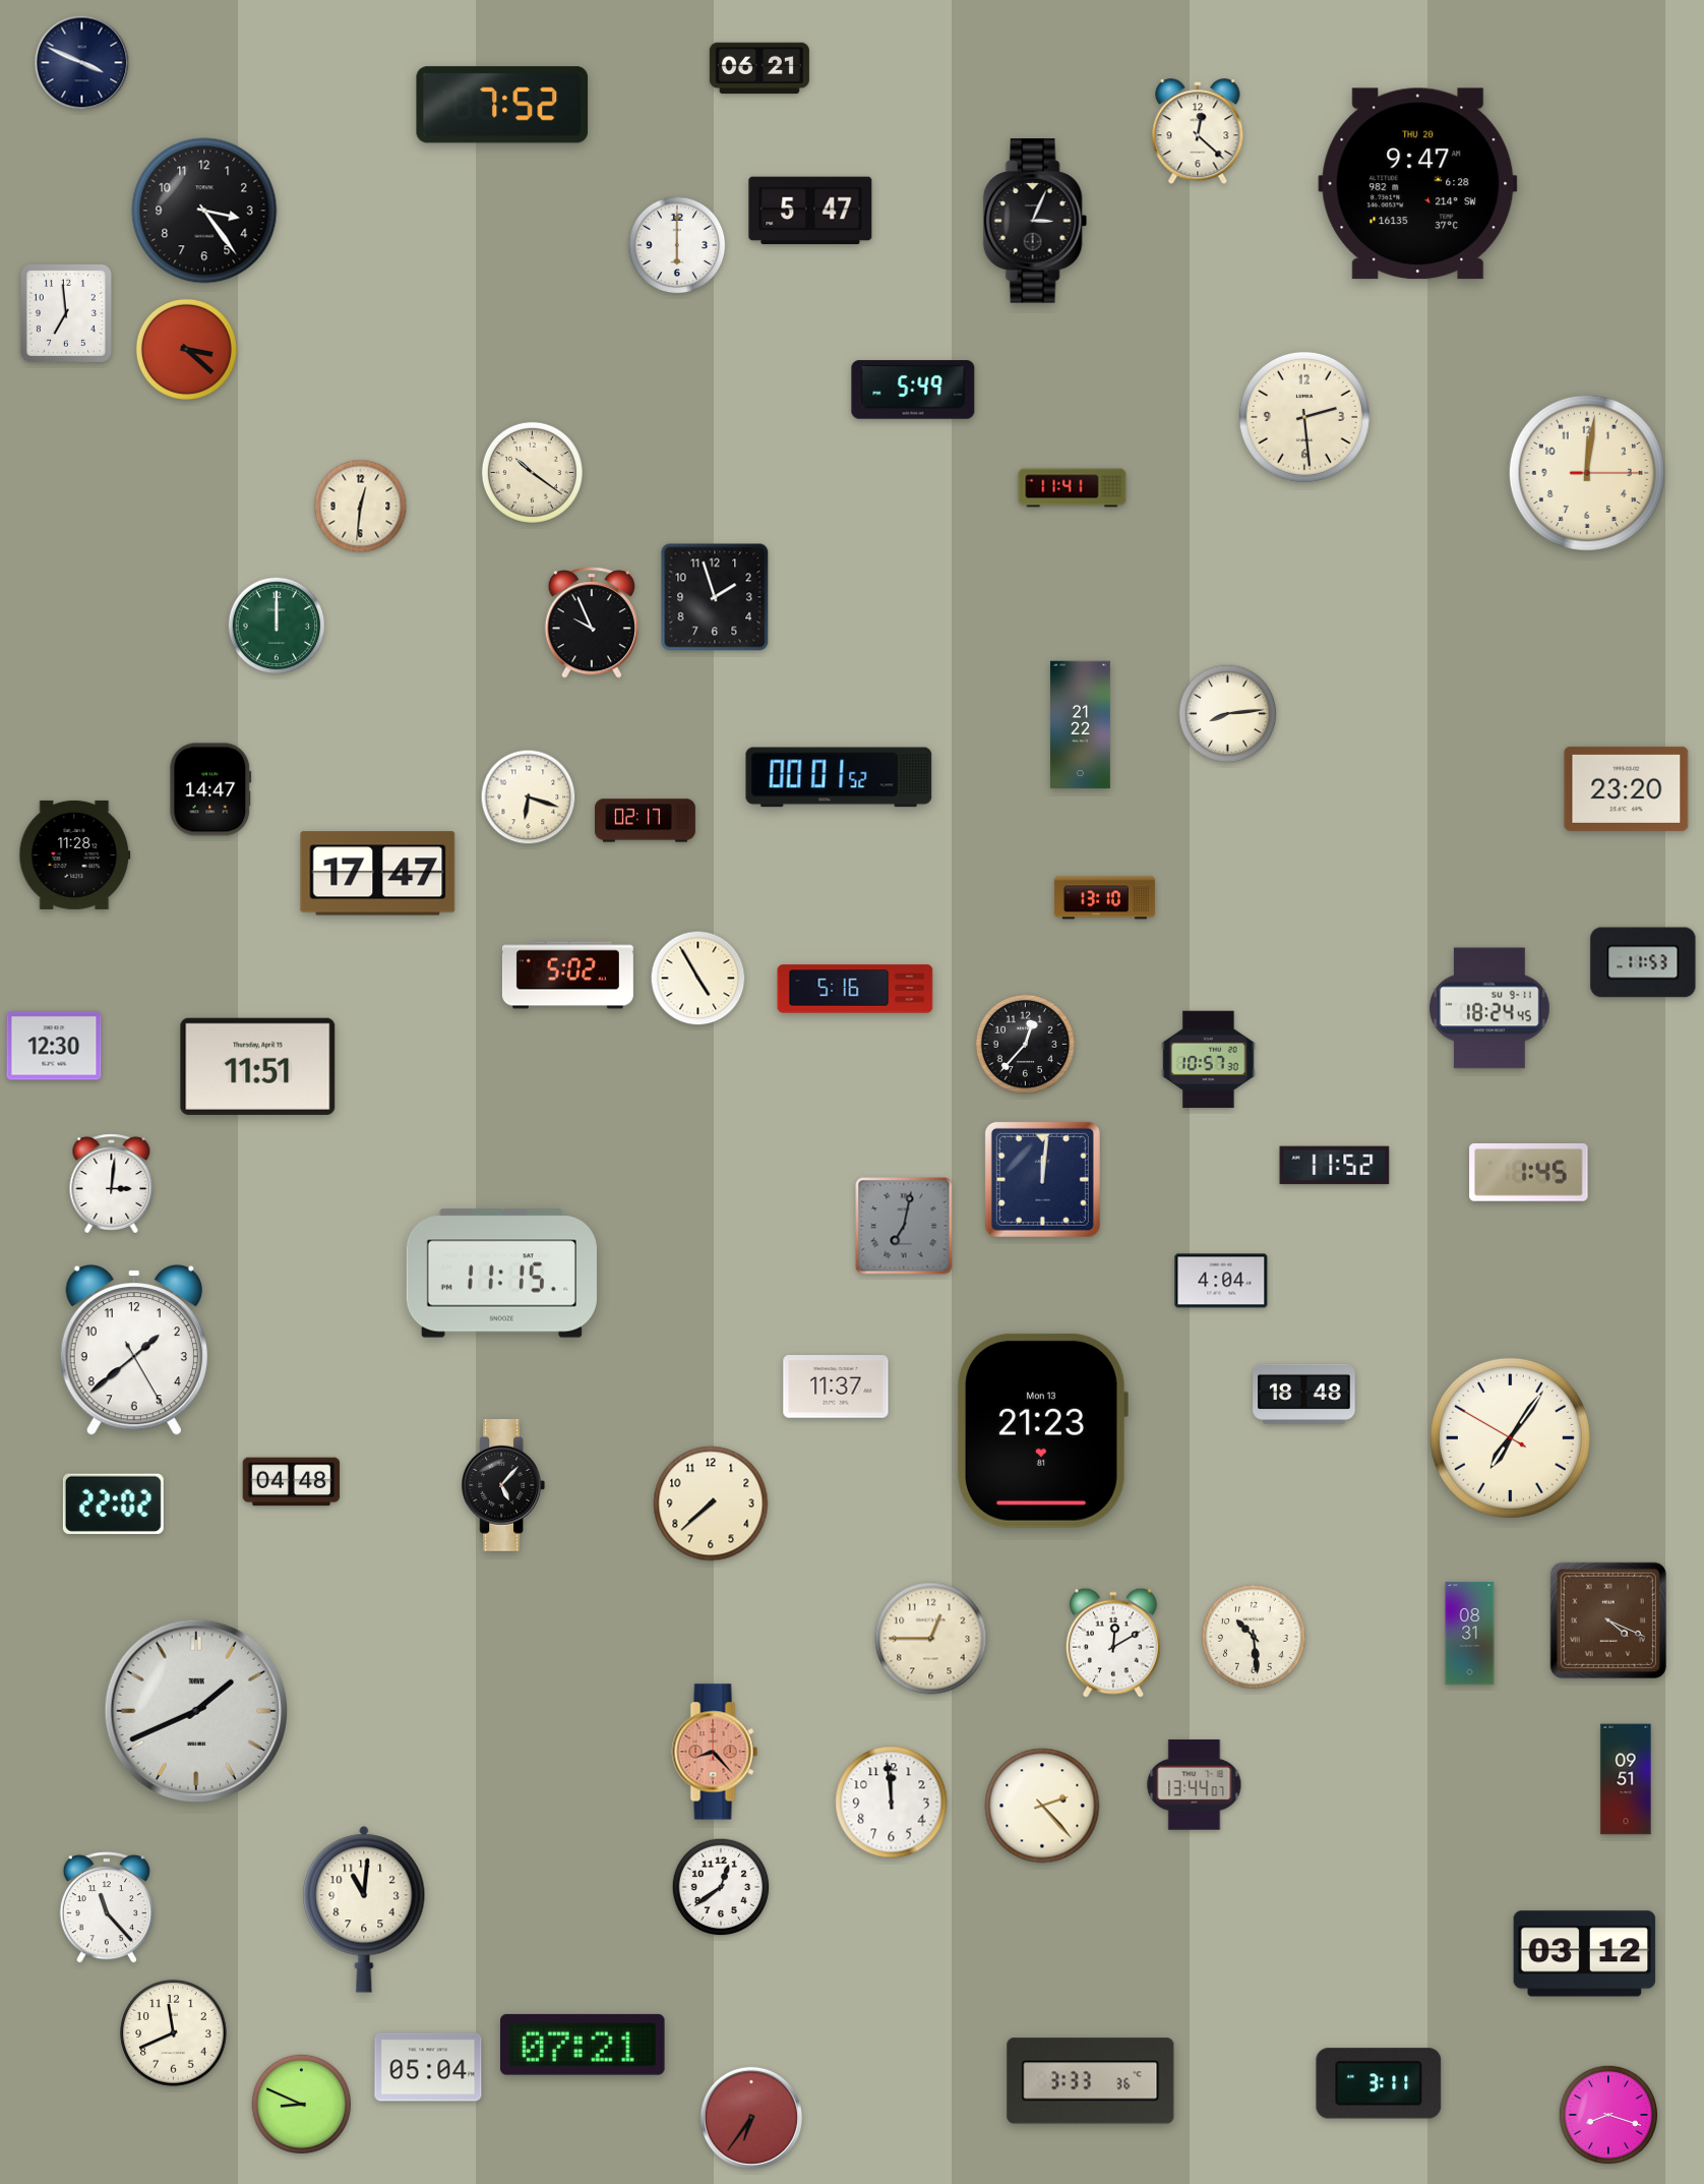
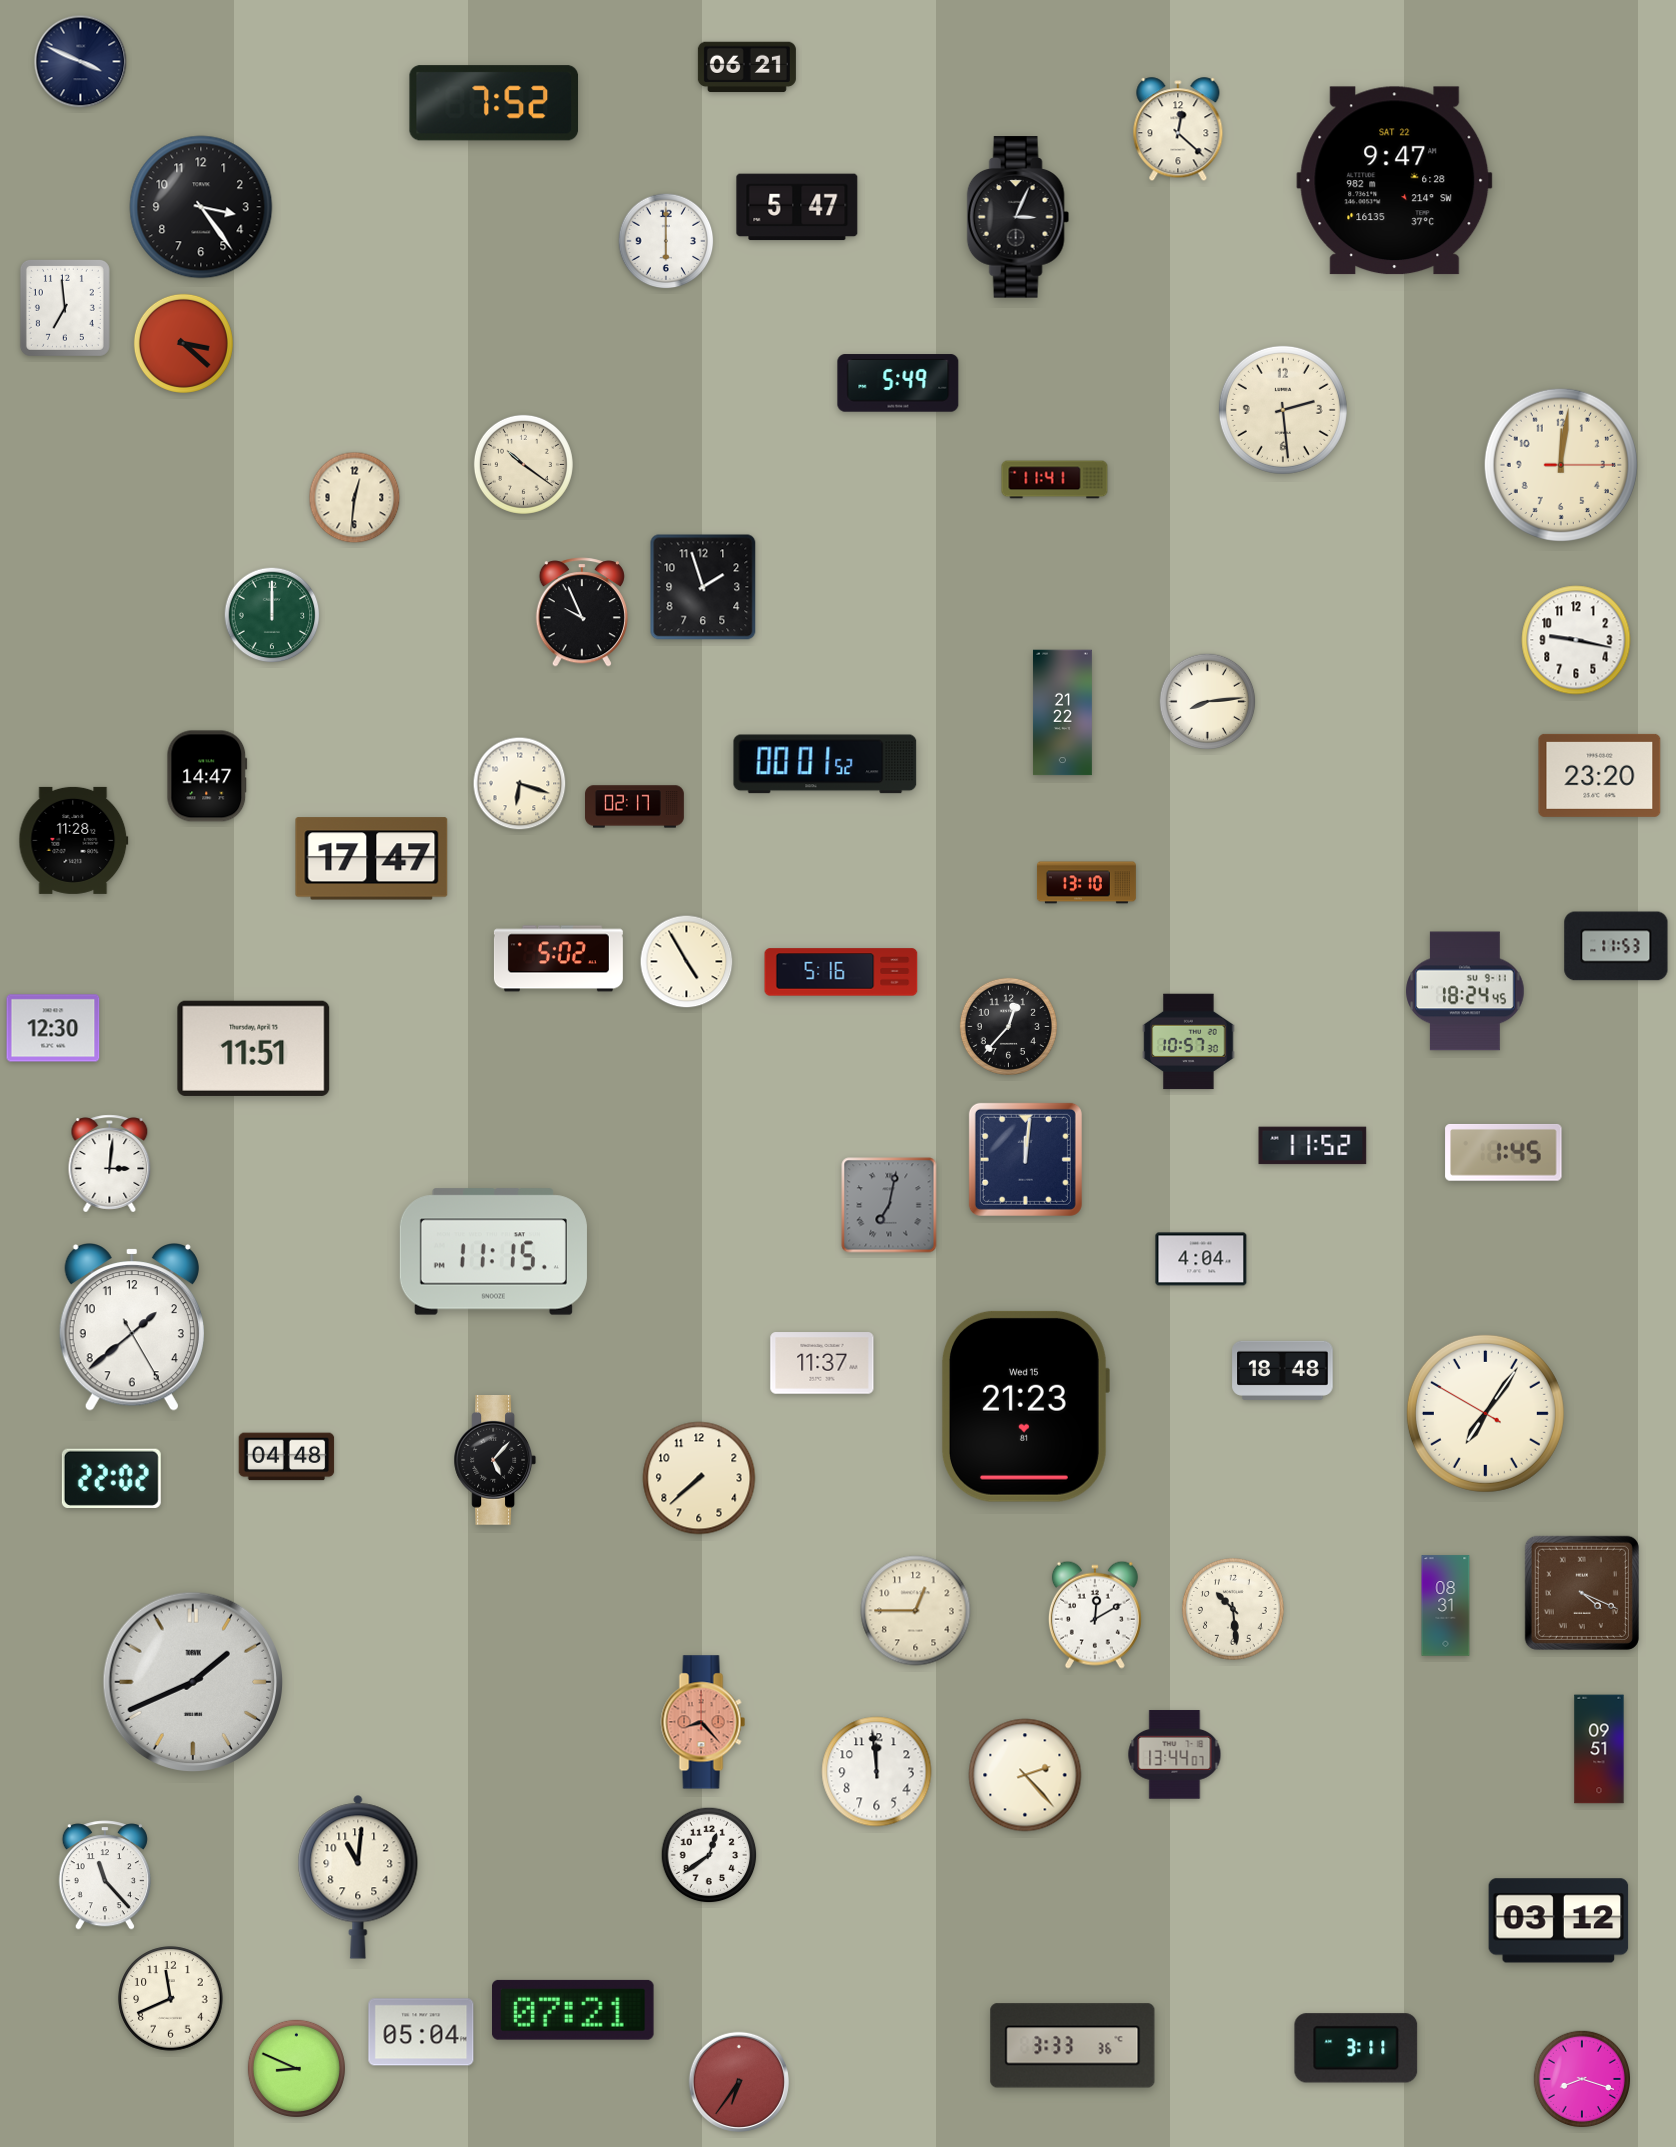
clock at (1418, 184) date: THU 20 -> SAT 22
clock at (1576, 640): none -> 9:17
clock at (1042, 1430) date: Mon 13 -> Wed 15
